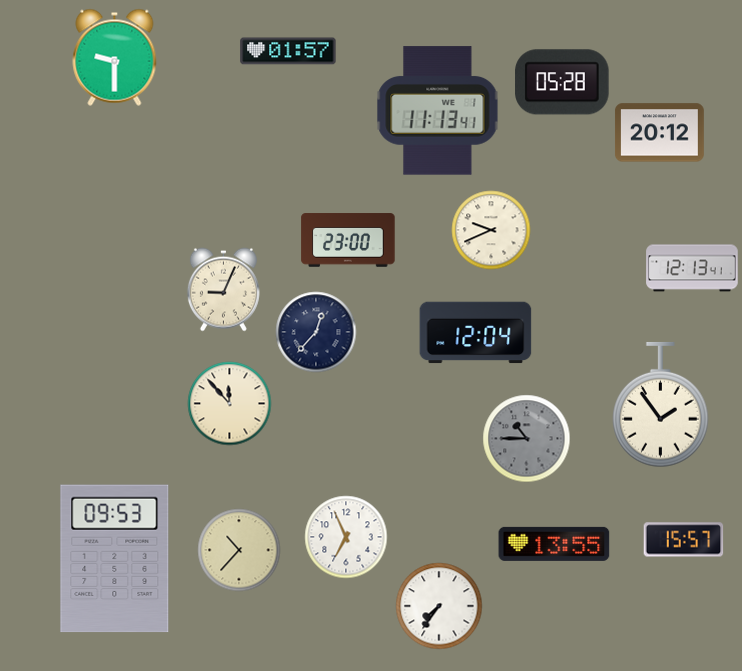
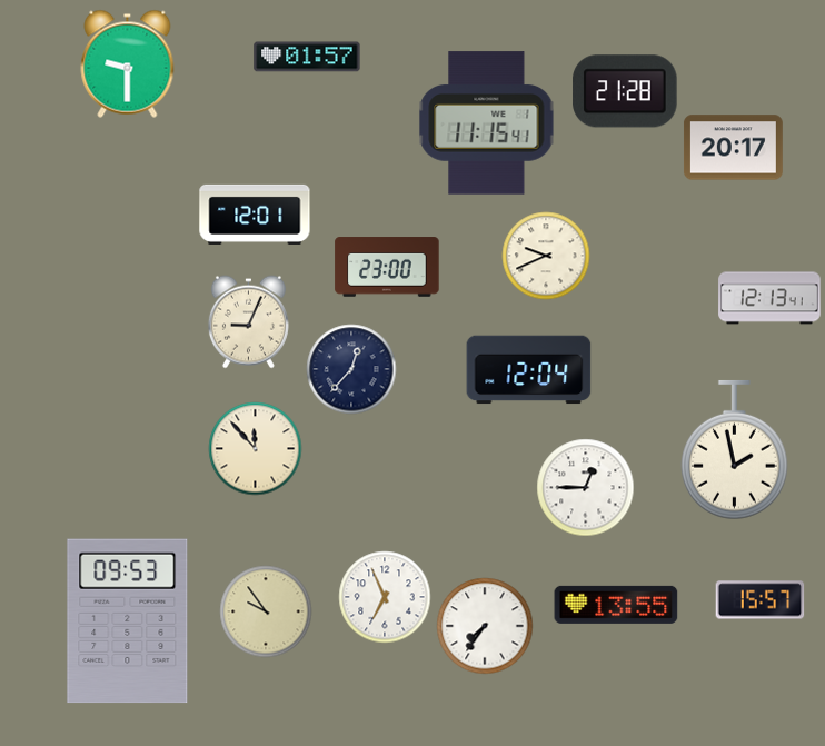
clock at (288, 51) position: (288, 51) -> (307, 57)
clock at (562, 82): 05:28 -> 21:28
clock at (438, 111): 11:13 -> 11:15
clock at (659, 133): 20:12 -> 20:17
clock at (255, 215): none -> 12:01
clock at (661, 405): 1:54 -> 1:58
clock at (527, 439): 10:45 -> 12:45
clock at (527, 439) dial: grey -> white
clock at (239, 550): 10:37 -> 9:54
clock at (439, 606) position: (439, 606) -> (485, 626)
